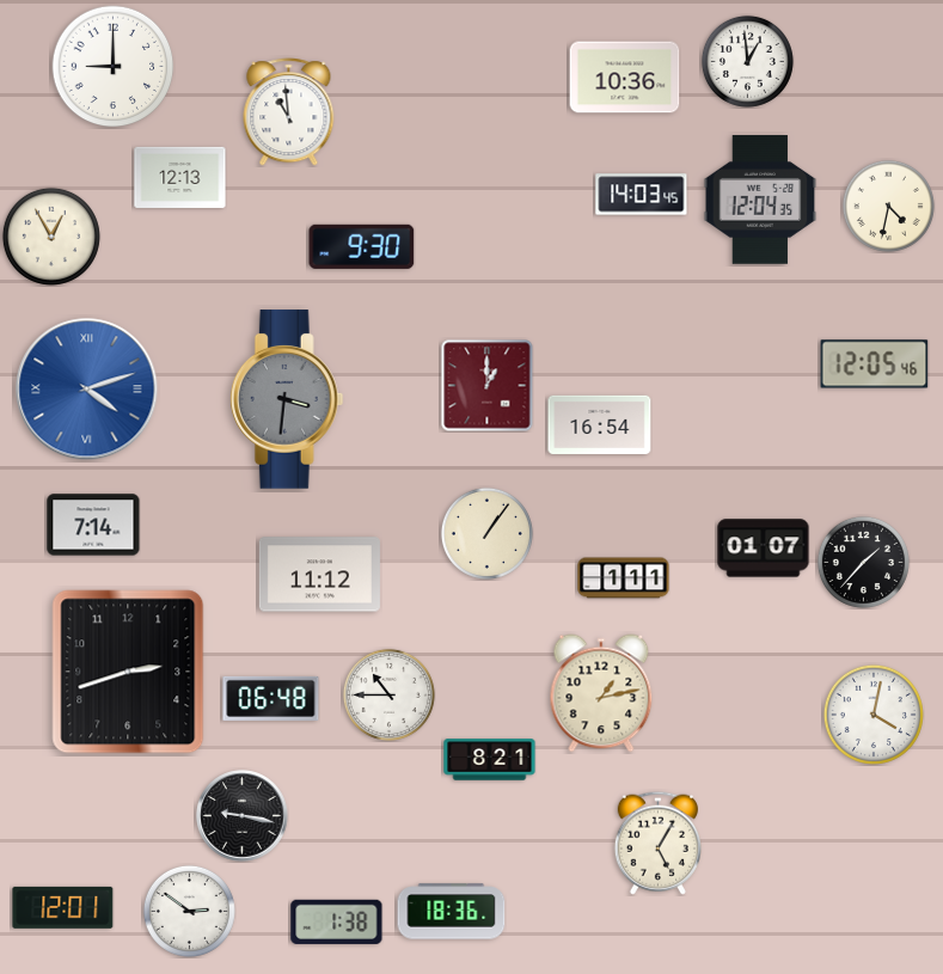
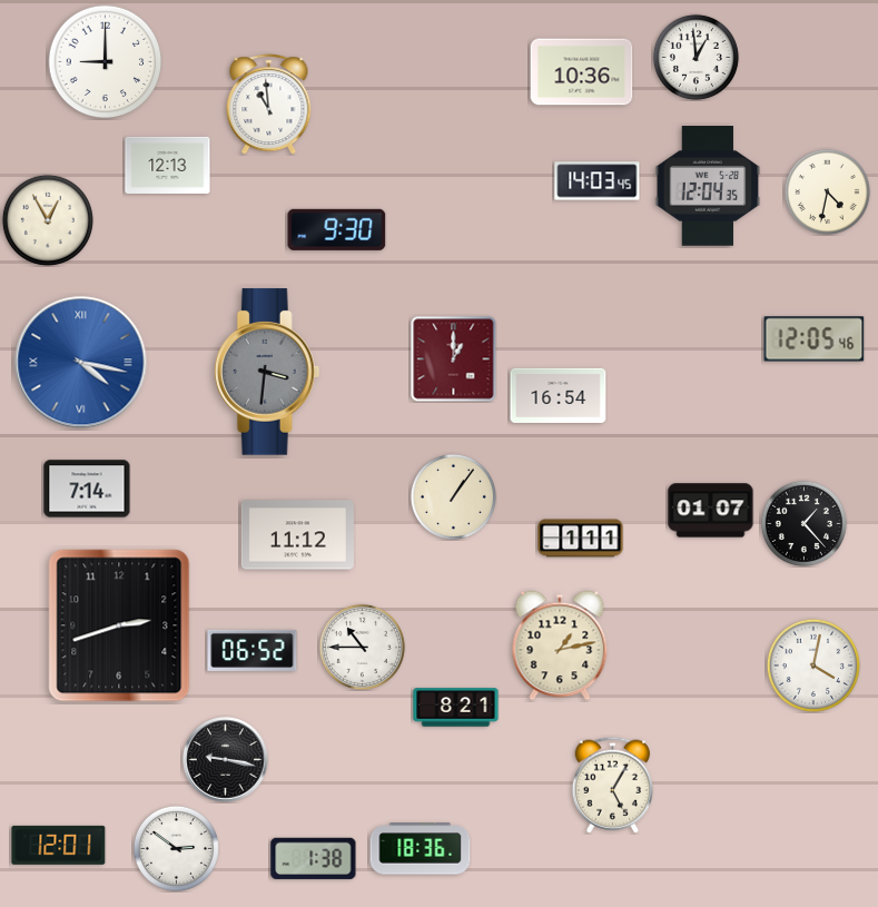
clock at (87, 390): 4:12 -> 4:17
clock at (863, 562): 1:37 -> 1:23
clock at (271, 698): 06:48 -> 06:52
